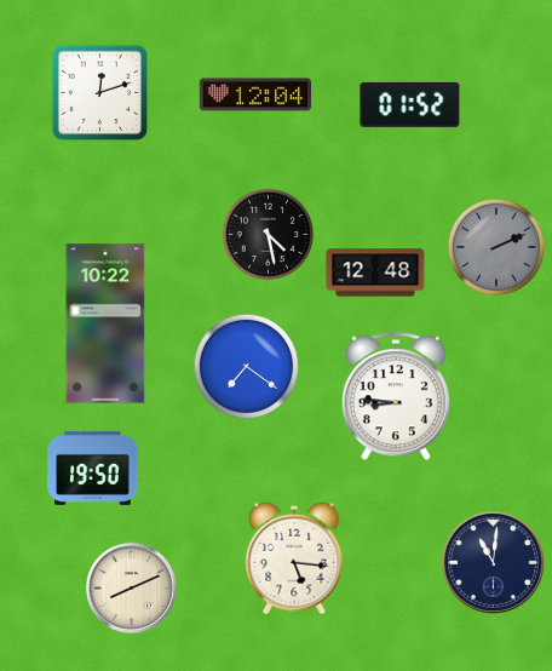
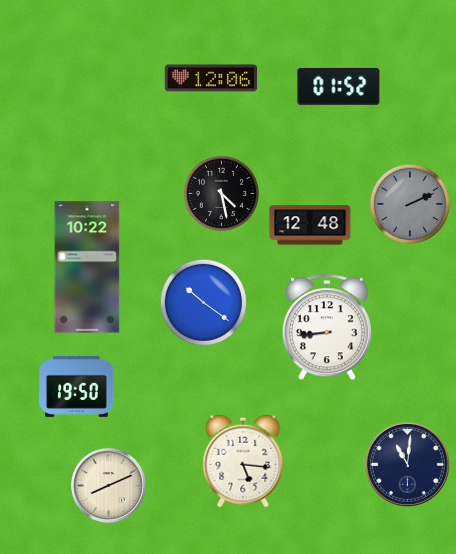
clock at (100, 93): 12:12 -> none
clock at (255, 94): 12:04 -> 12:06
clock at (246, 366): 7:21 -> 10:21
clock at (396, 397): 8:46 -> 8:44
